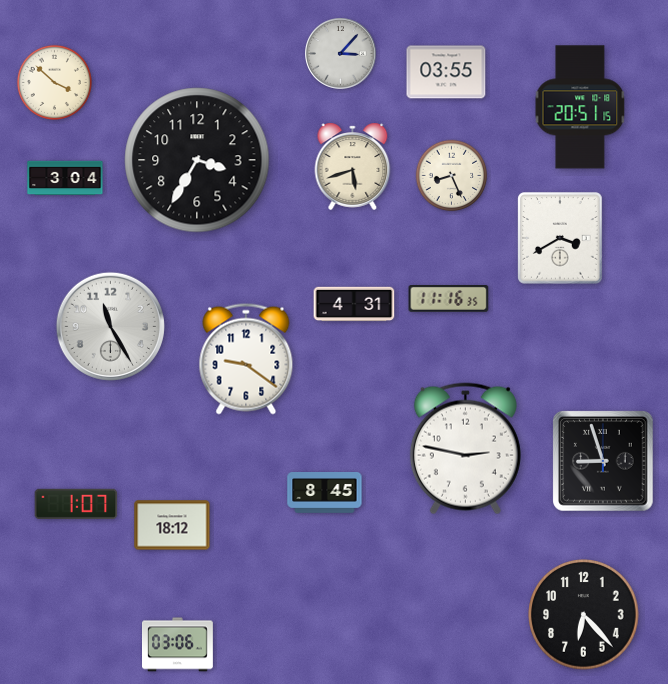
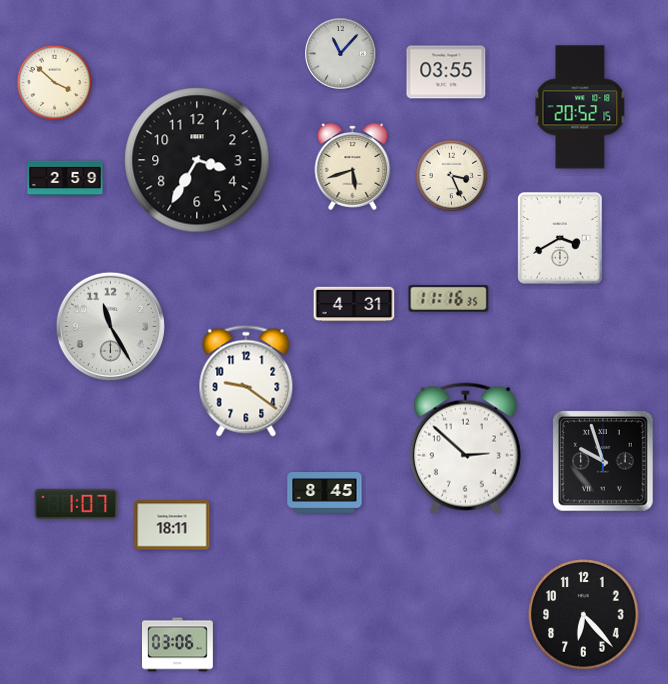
clock at (341, 54): 3:07 -> 11:07
clock at (580, 107): 20:51 -> 20:52
clock at (452, 176): 8:26 -> 3:26
clock at (65, 178): 3:04 -> 2:59
clock at (246, 359) position: (246, 359) -> (246, 381)
clock at (465, 449): 2:47 -> 2:52
clock at (603, 461): 8:57 -> 9:57
clock at (172, 525): 18:12 -> 18:11
